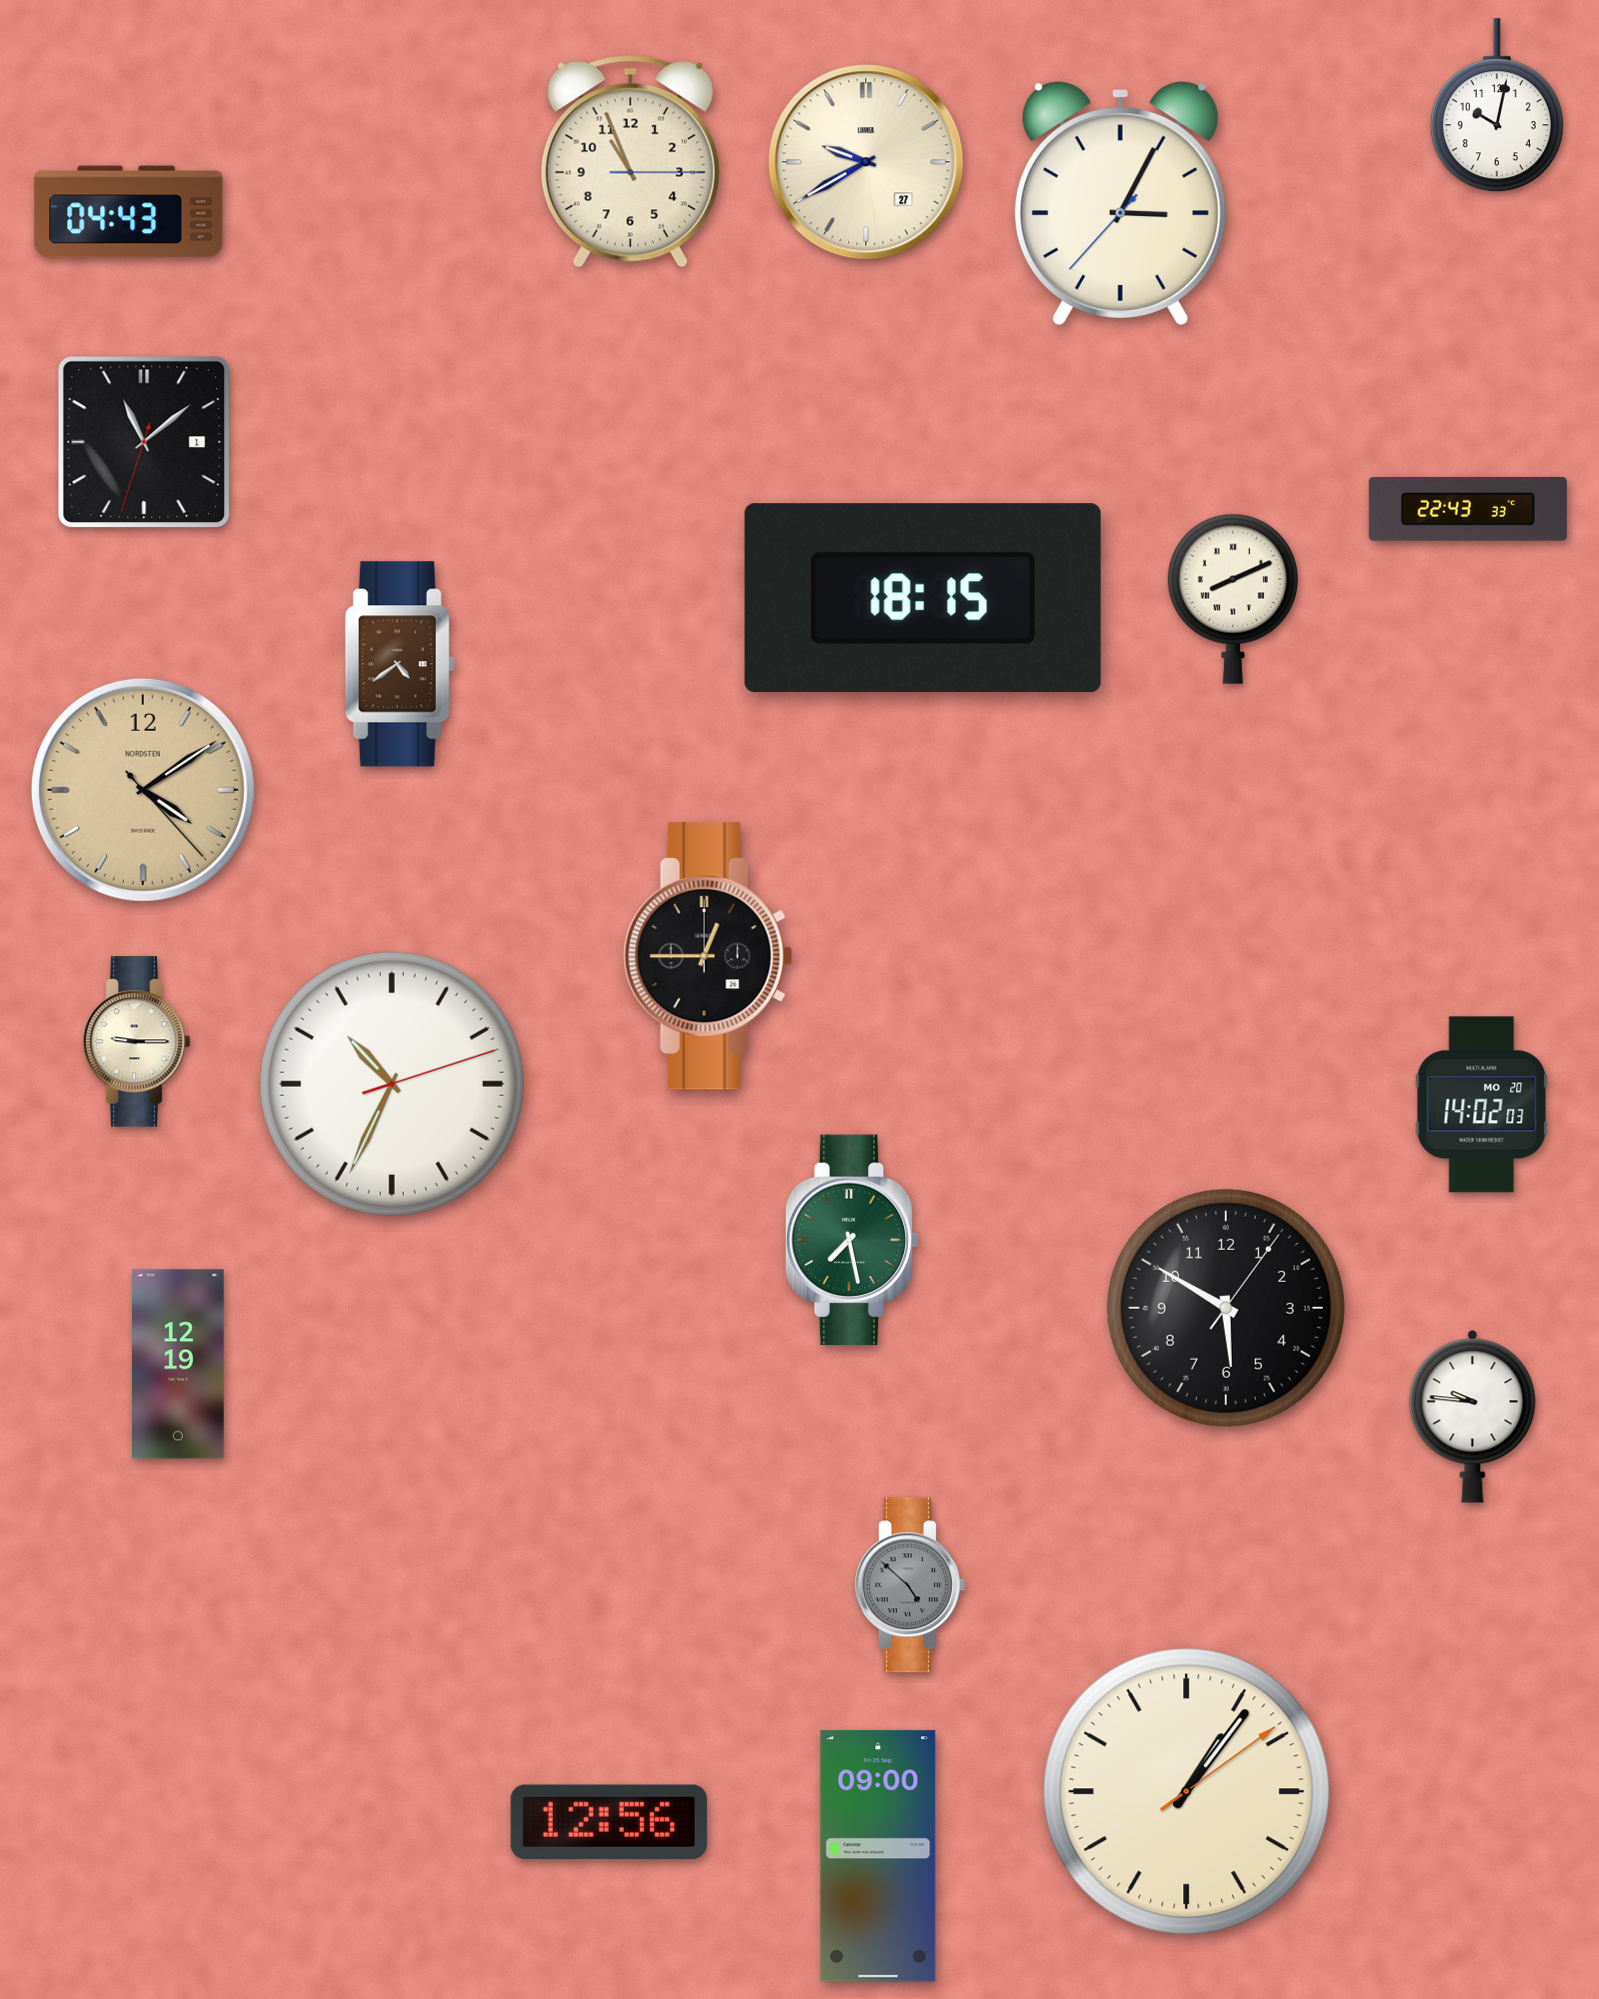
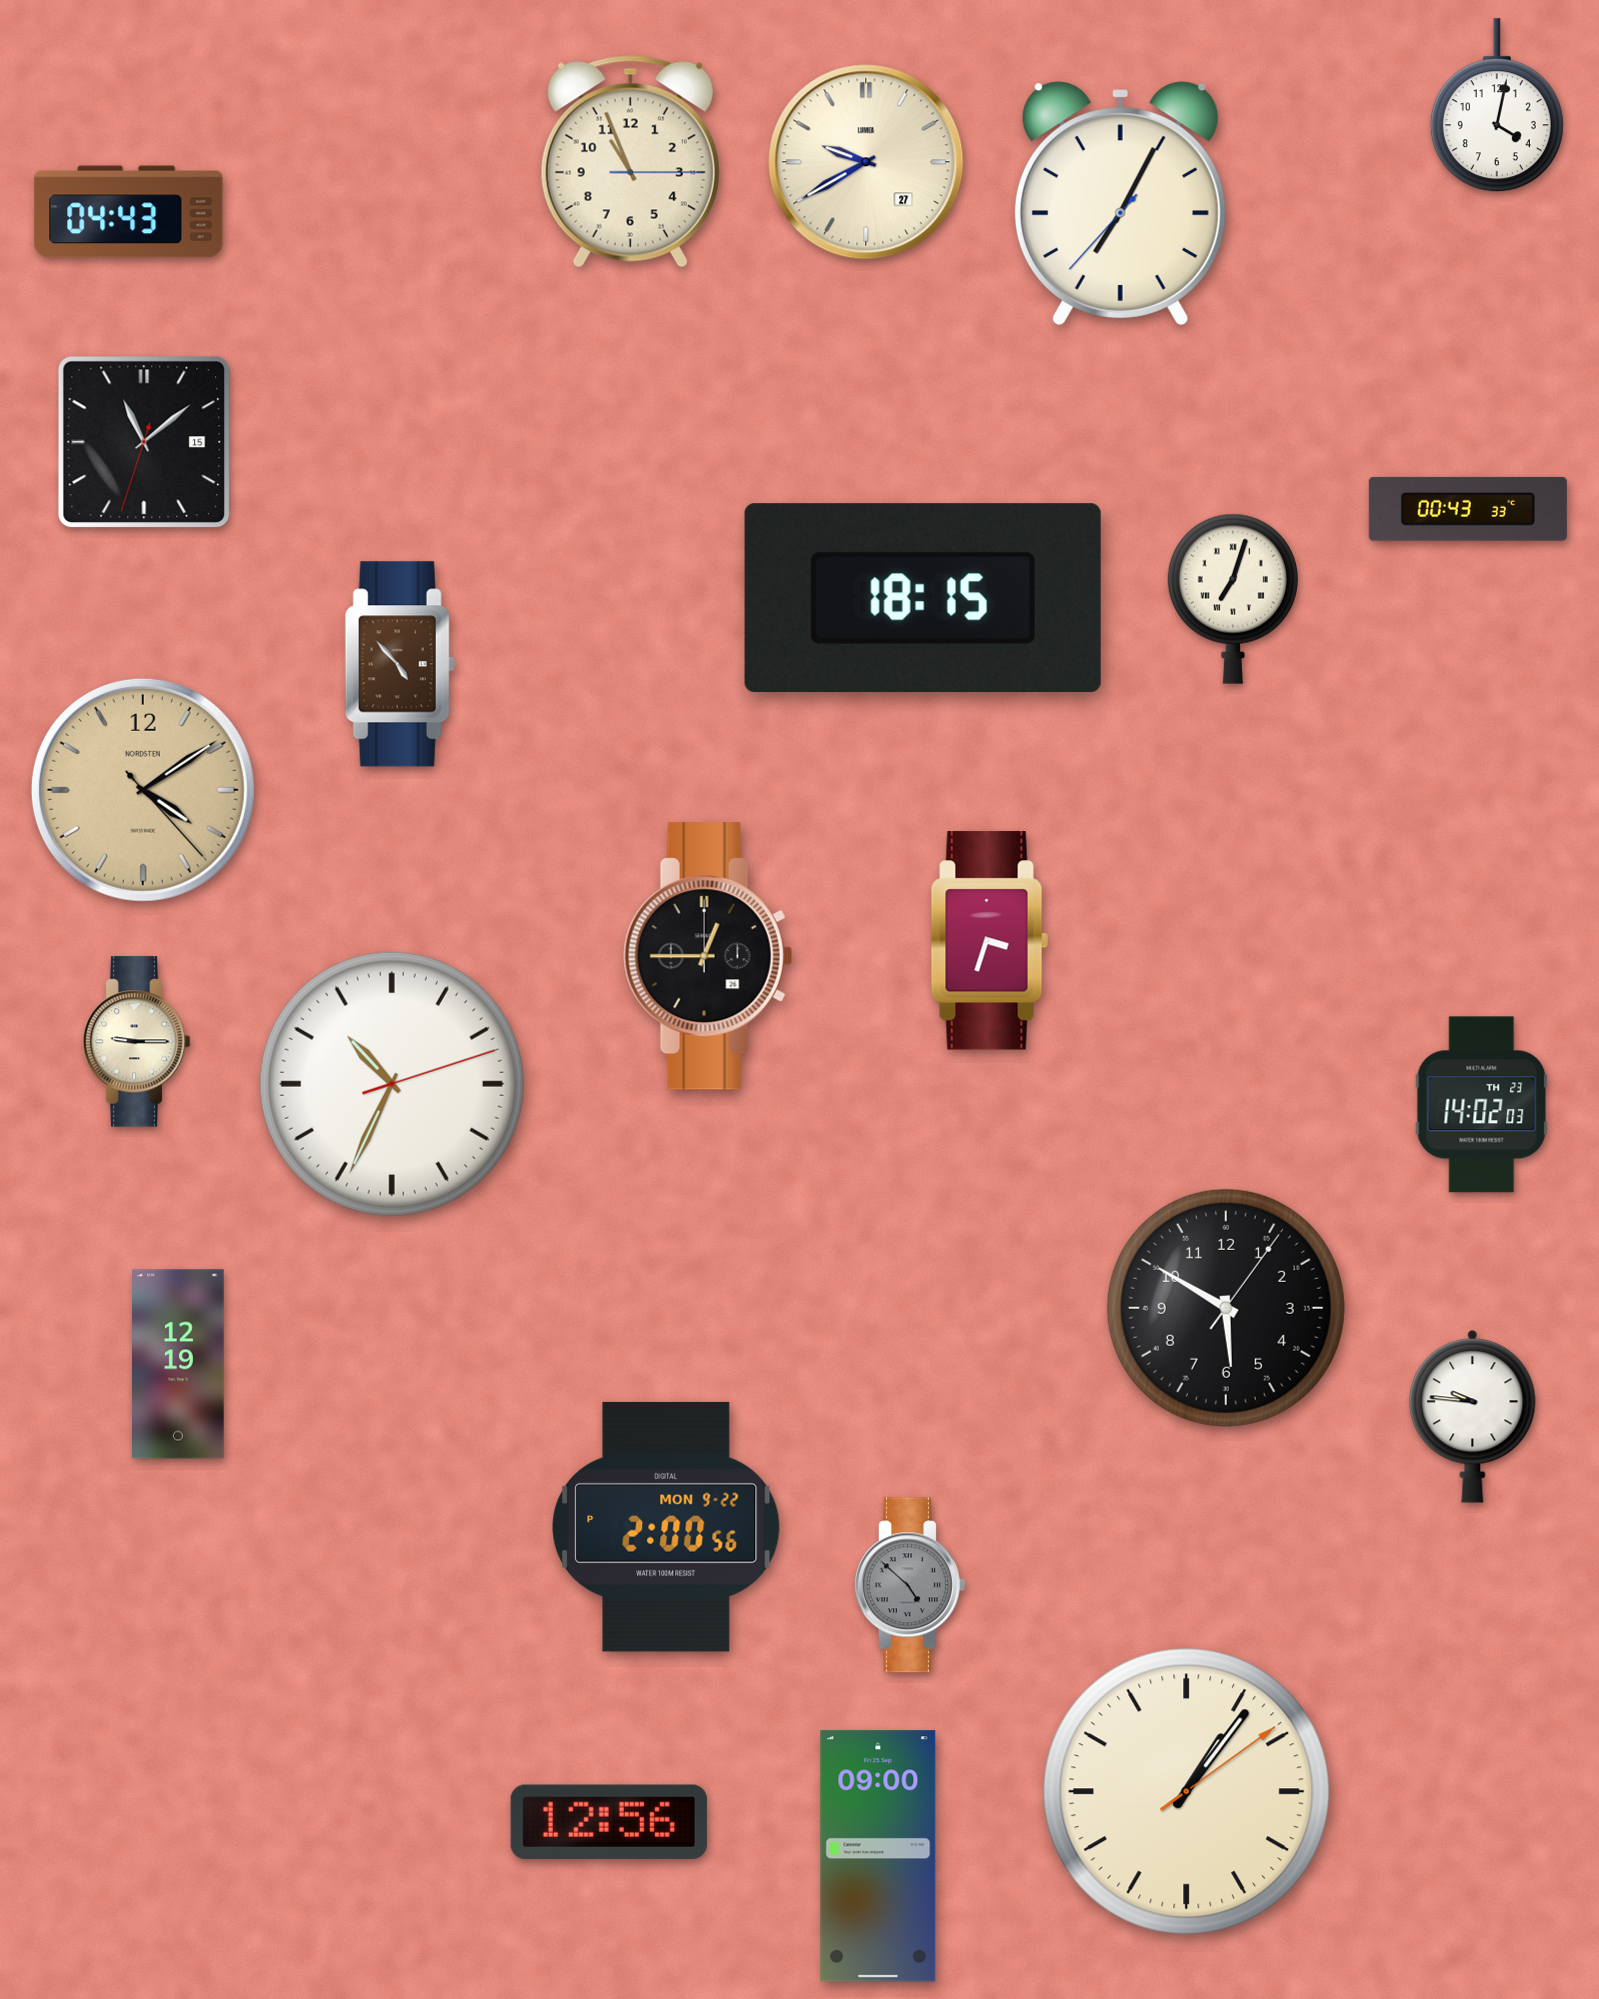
clock at (1497, 106): 10:02 -> 4:02
clock at (1120, 203): 3:04 -> 7:04
clock at (144, 442) date: 1 -> 15
clock at (1468, 509): 22:43 -> 00:43
clock at (1233, 599): 8:11 -> 7:03
clock at (400, 664): 4:39 -> 4:53
clock at (989, 941): none -> 3:33
clock at (1482, 1105) date: MO 20 -> TH 23
clock at (852, 1240): 7:28 -> none
clock at (666, 1527): none -> 2:00
